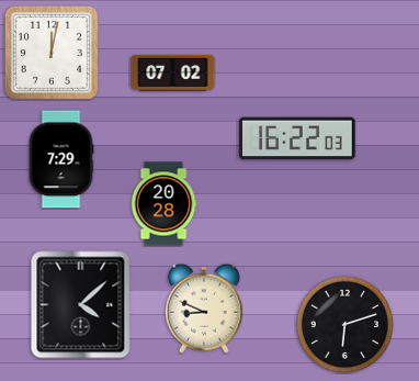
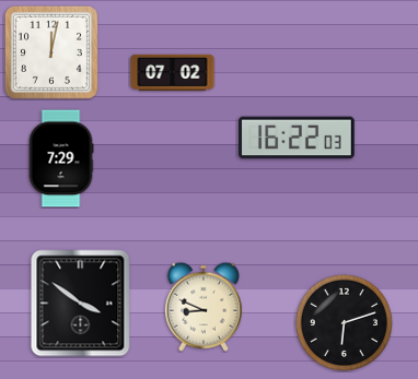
clock at (163, 204): 20:28 -> none
clock at (81, 305): 4:08 -> 3:51
